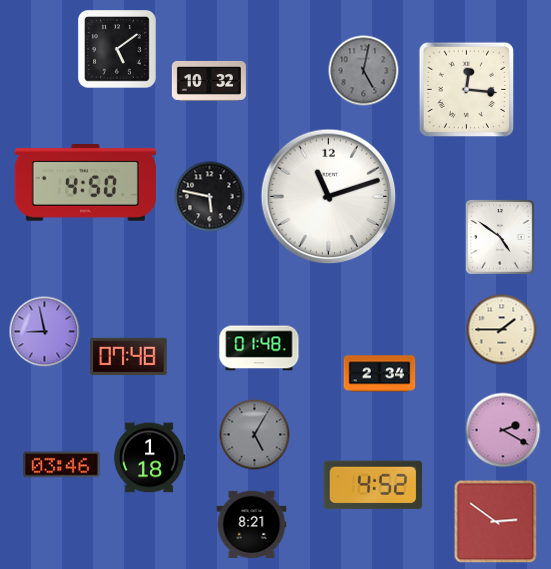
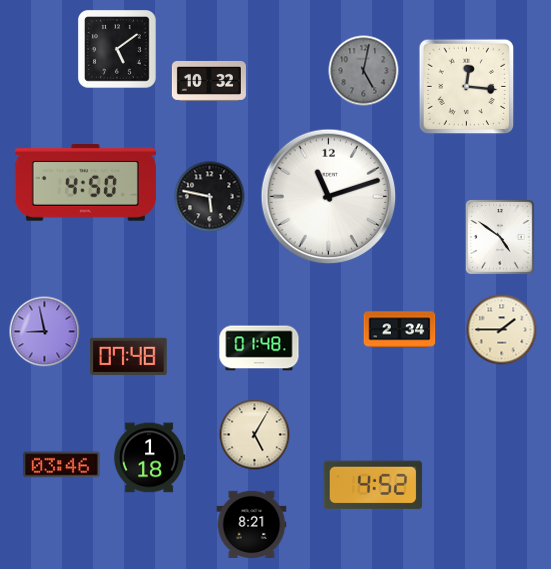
clock at (467, 90) position: (467, 90) -> (467, 87)
clock at (380, 374) position: (380, 374) -> (400, 330)
clock at (503, 430): 2:20 -> none
clock at (255, 435) dial: grey -> cream
clock at (496, 522): 2:51 -> none
